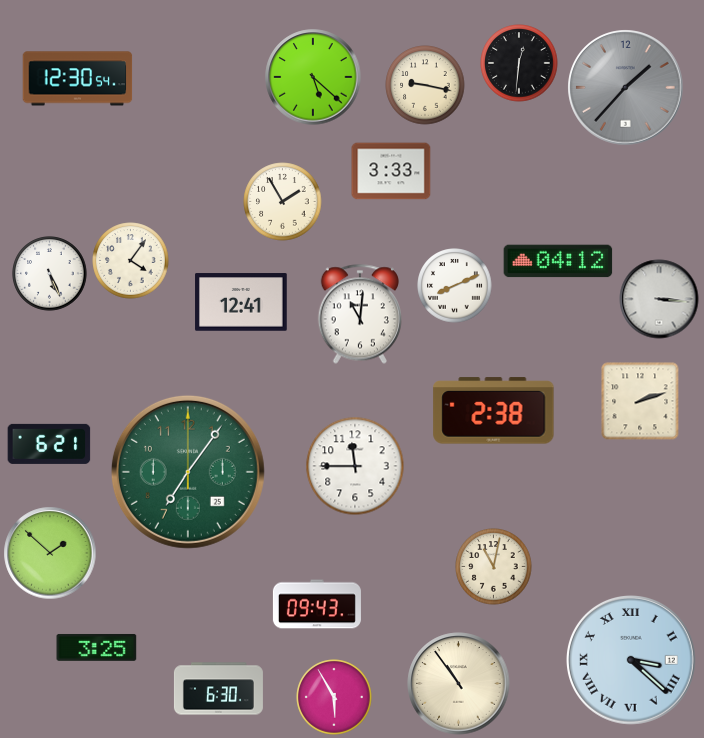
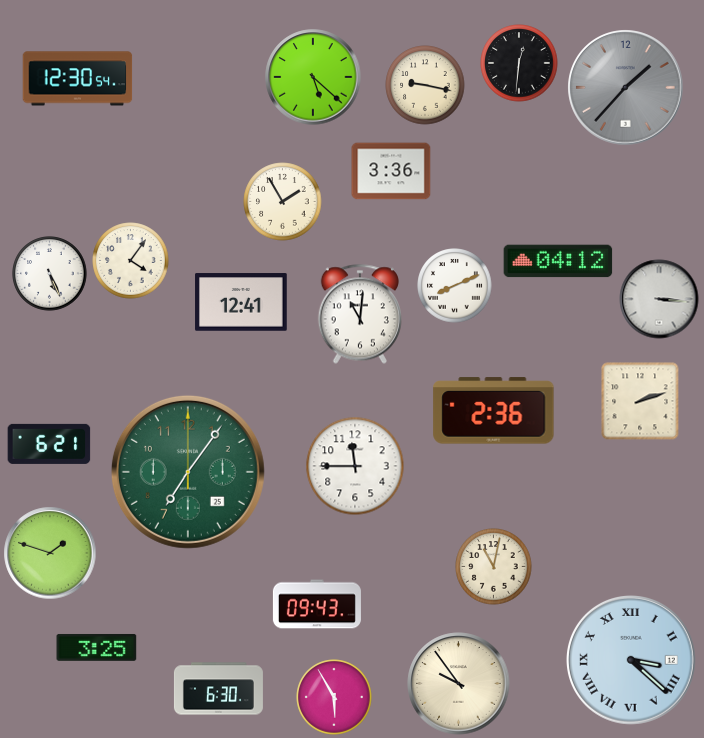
clock at (391, 171): 3:33 -> 3:36
clock at (494, 411): 2:38 -> 2:36
clock at (50, 553): 1:52 -> 1:48
clock at (459, 684): 10:54 -> 9:54
